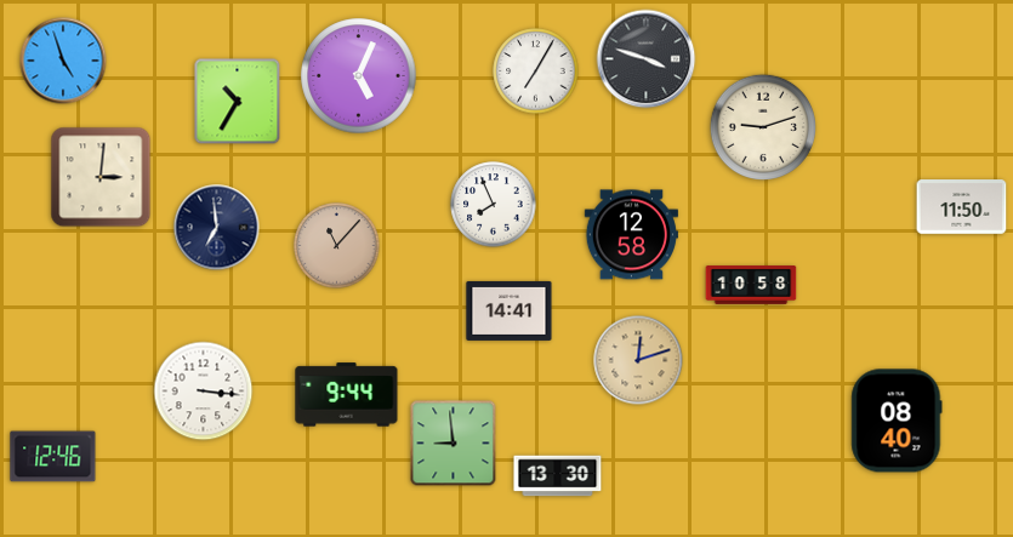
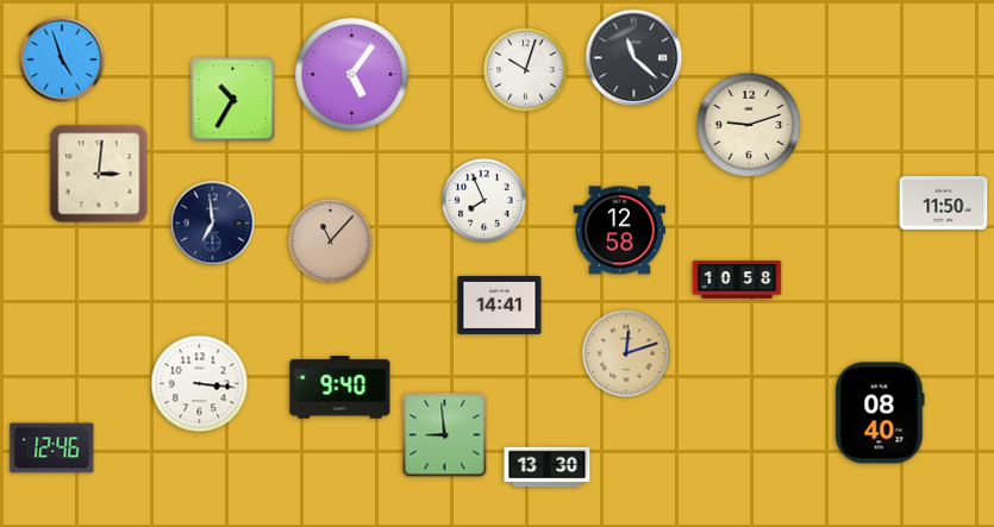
clock at (647, 59): 3:48 -> 11:22
clock at (536, 72): 7:05 -> 10:03
clock at (359, 76): 5:04 -> 5:06
clock at (347, 395): 9:44 -> 9:40
